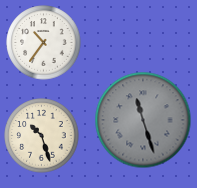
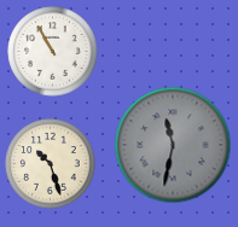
clock at (44, 43): 10:36 -> 10:55
clock at (143, 120): 11:27 -> 11:32
